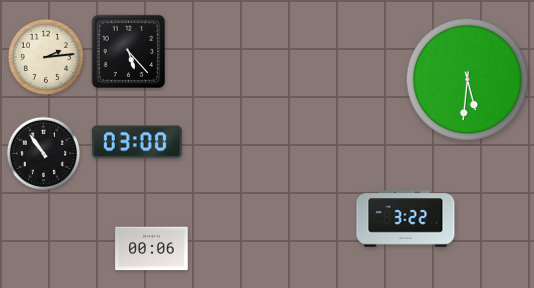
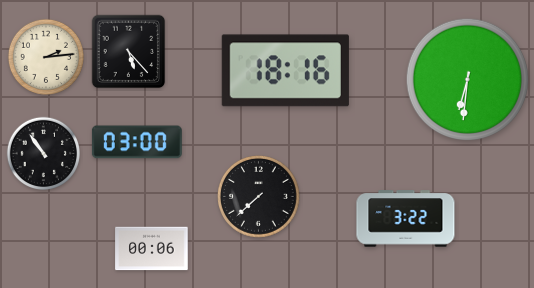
clock at (285, 71): none -> 18:16
clock at (468, 80): 5:31 -> 6:31
clock at (259, 197): none -> 7:38
